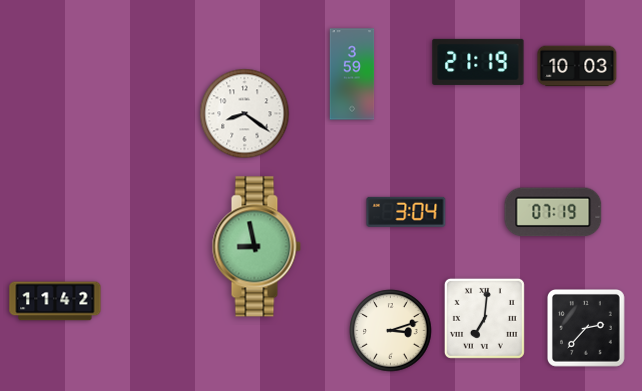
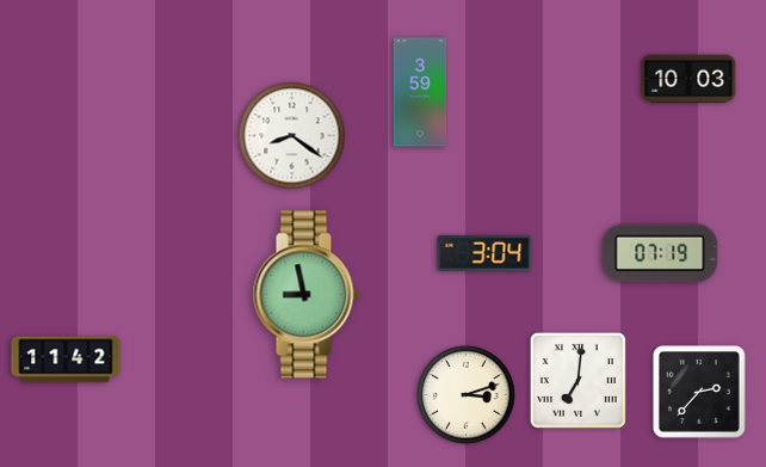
clock at (478, 62): 21:19 -> none
clock at (352, 74) position: (352, 74) -> (420, 92)
